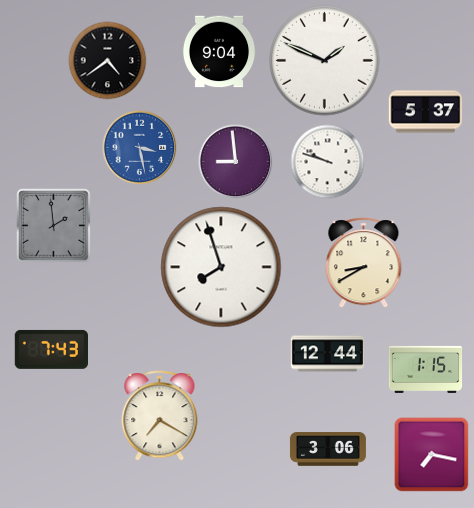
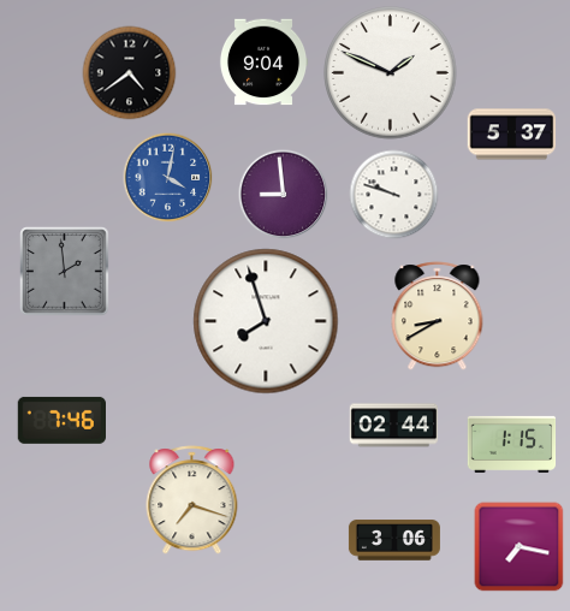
clock at (140, 148): 3:28 -> 4:02
clock at (51, 349): 7:43 -> 7:46
clock at (328, 354): 12:44 -> 02:44
clock at (160, 416): 7:20 -> 7:18
